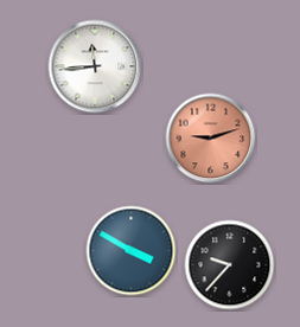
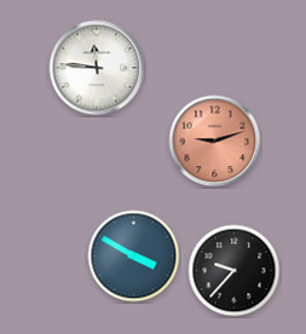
clock at (95, 66): 11:44 -> 11:46
